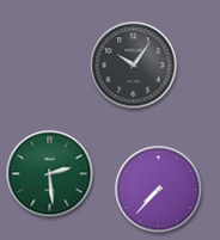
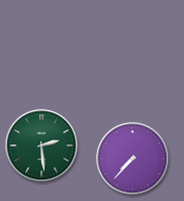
clock at (134, 66): 10:06 -> none
